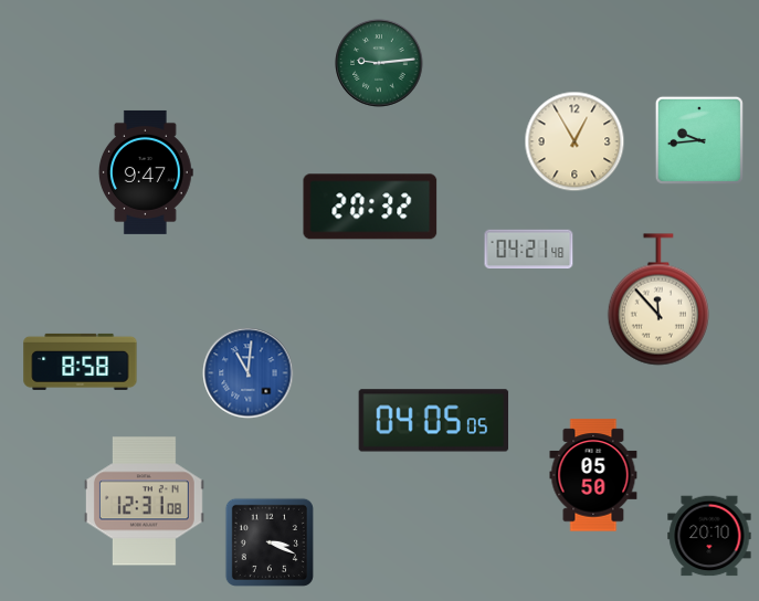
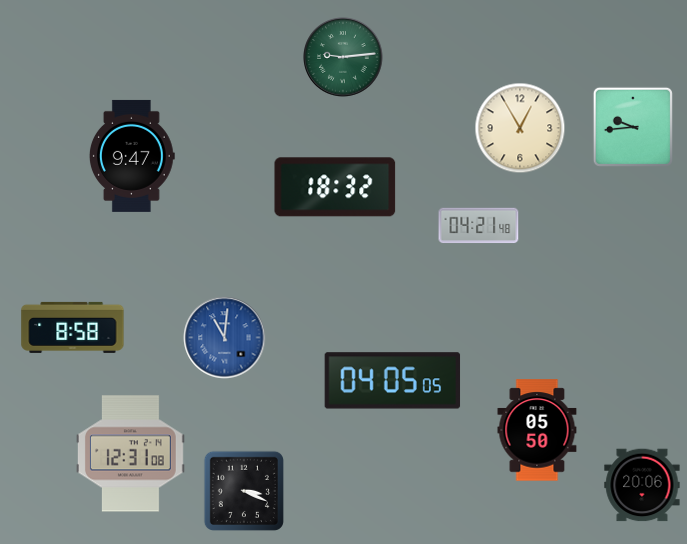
clock at (370, 207): 20:32 -> 18:32
clock at (658, 299): 11:53 -> none
clock at (709, 536): 20:10 -> 20:06
